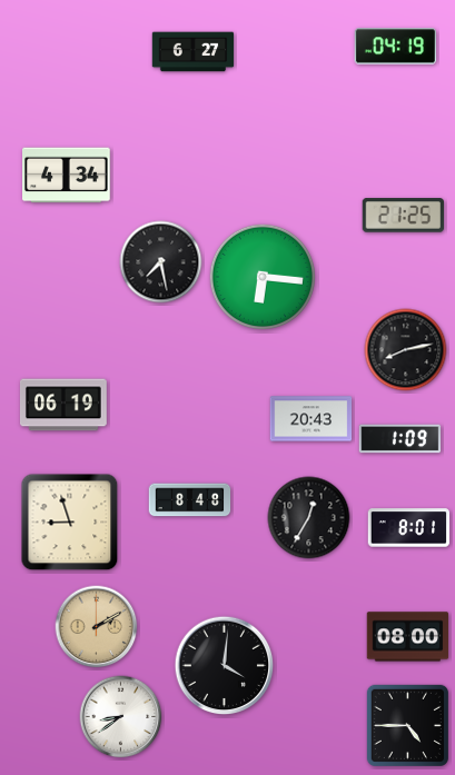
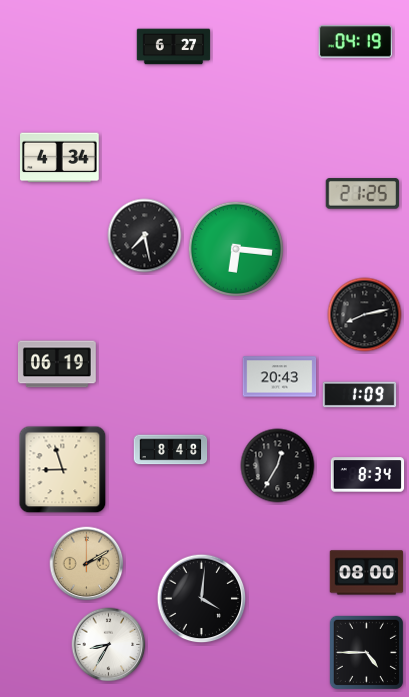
clock at (409, 528): 8:01 -> 8:34
clock at (121, 717): 8:39 -> 8:35
